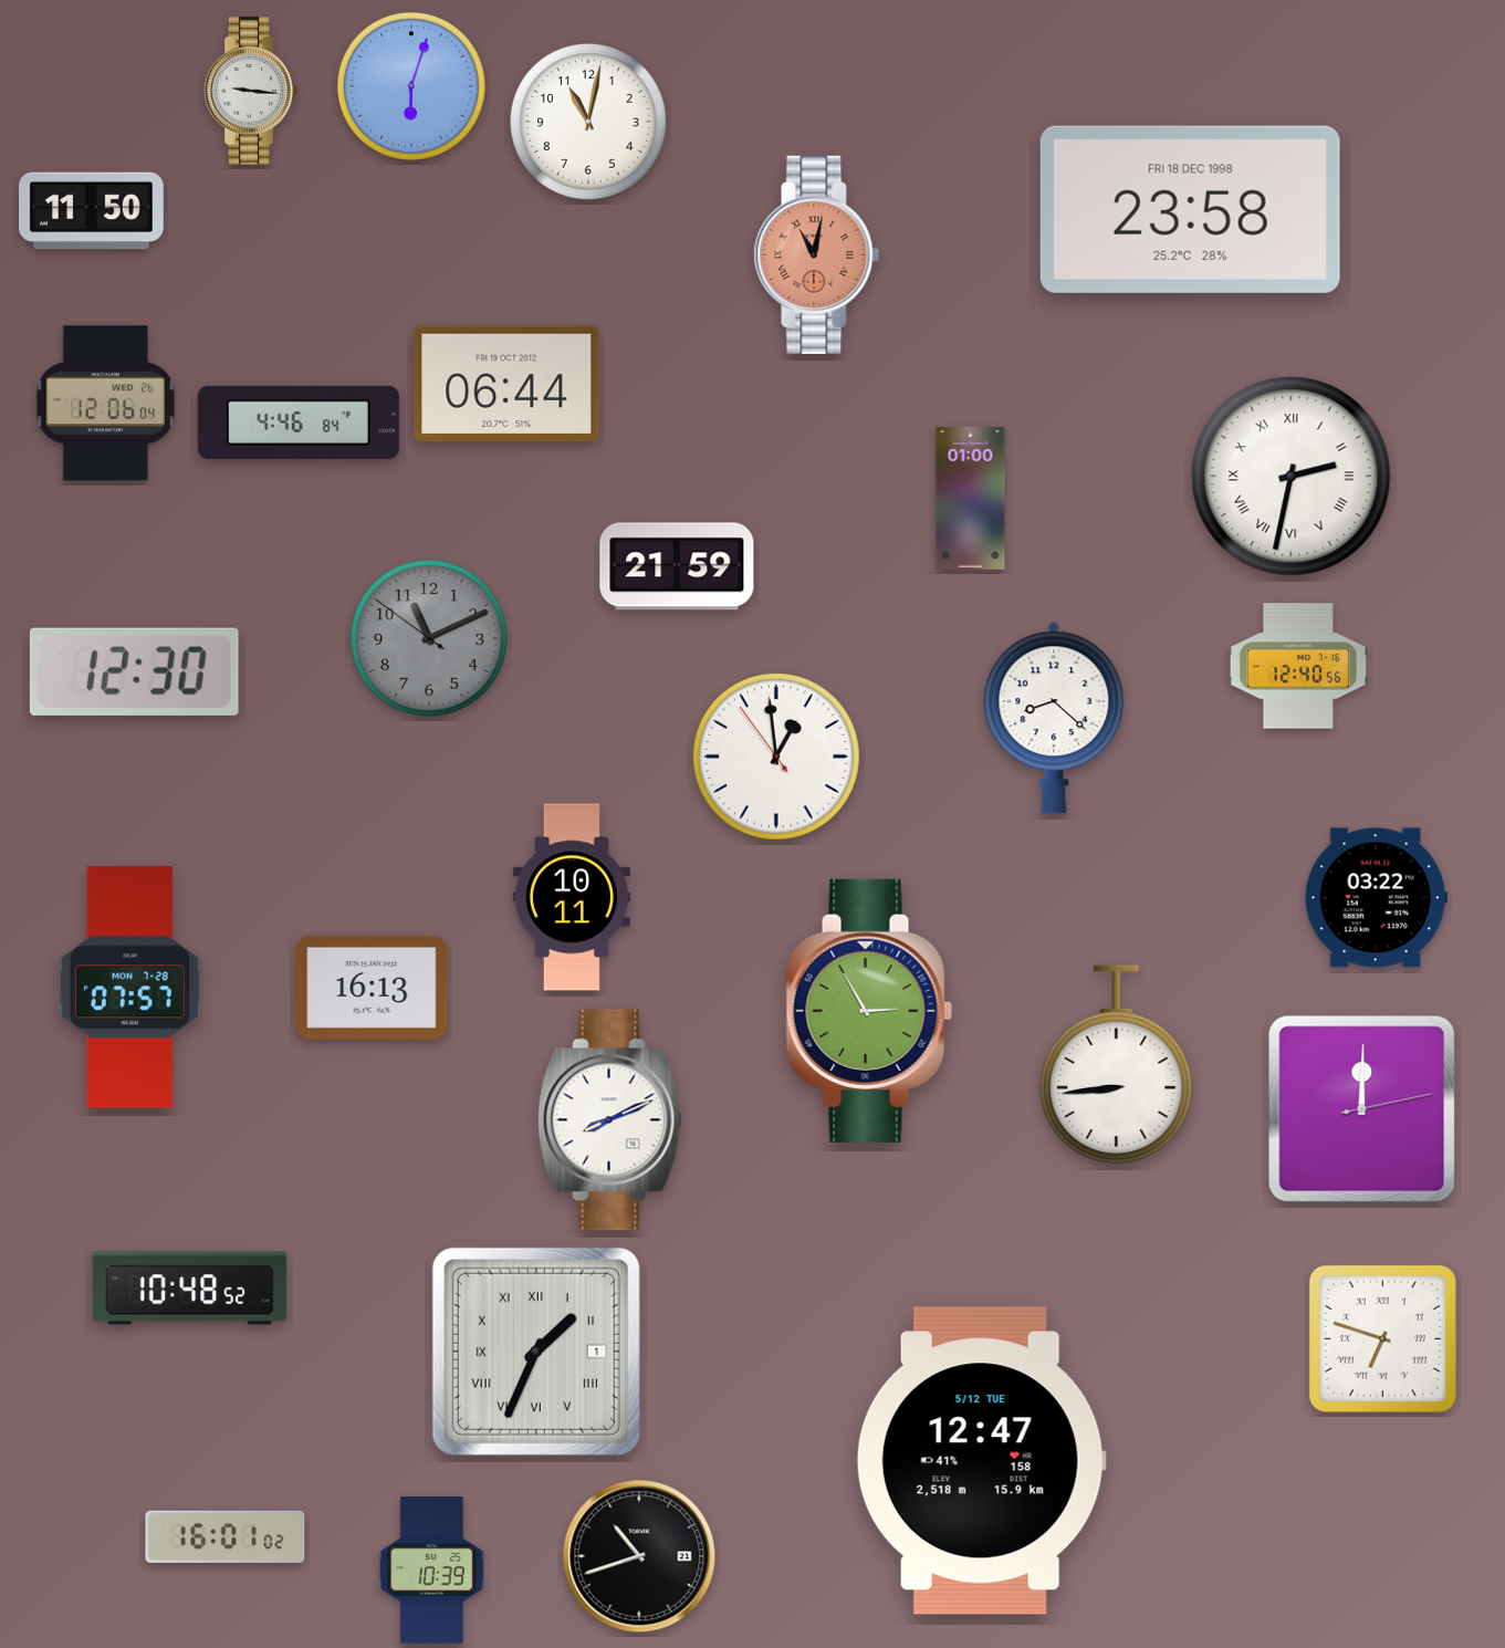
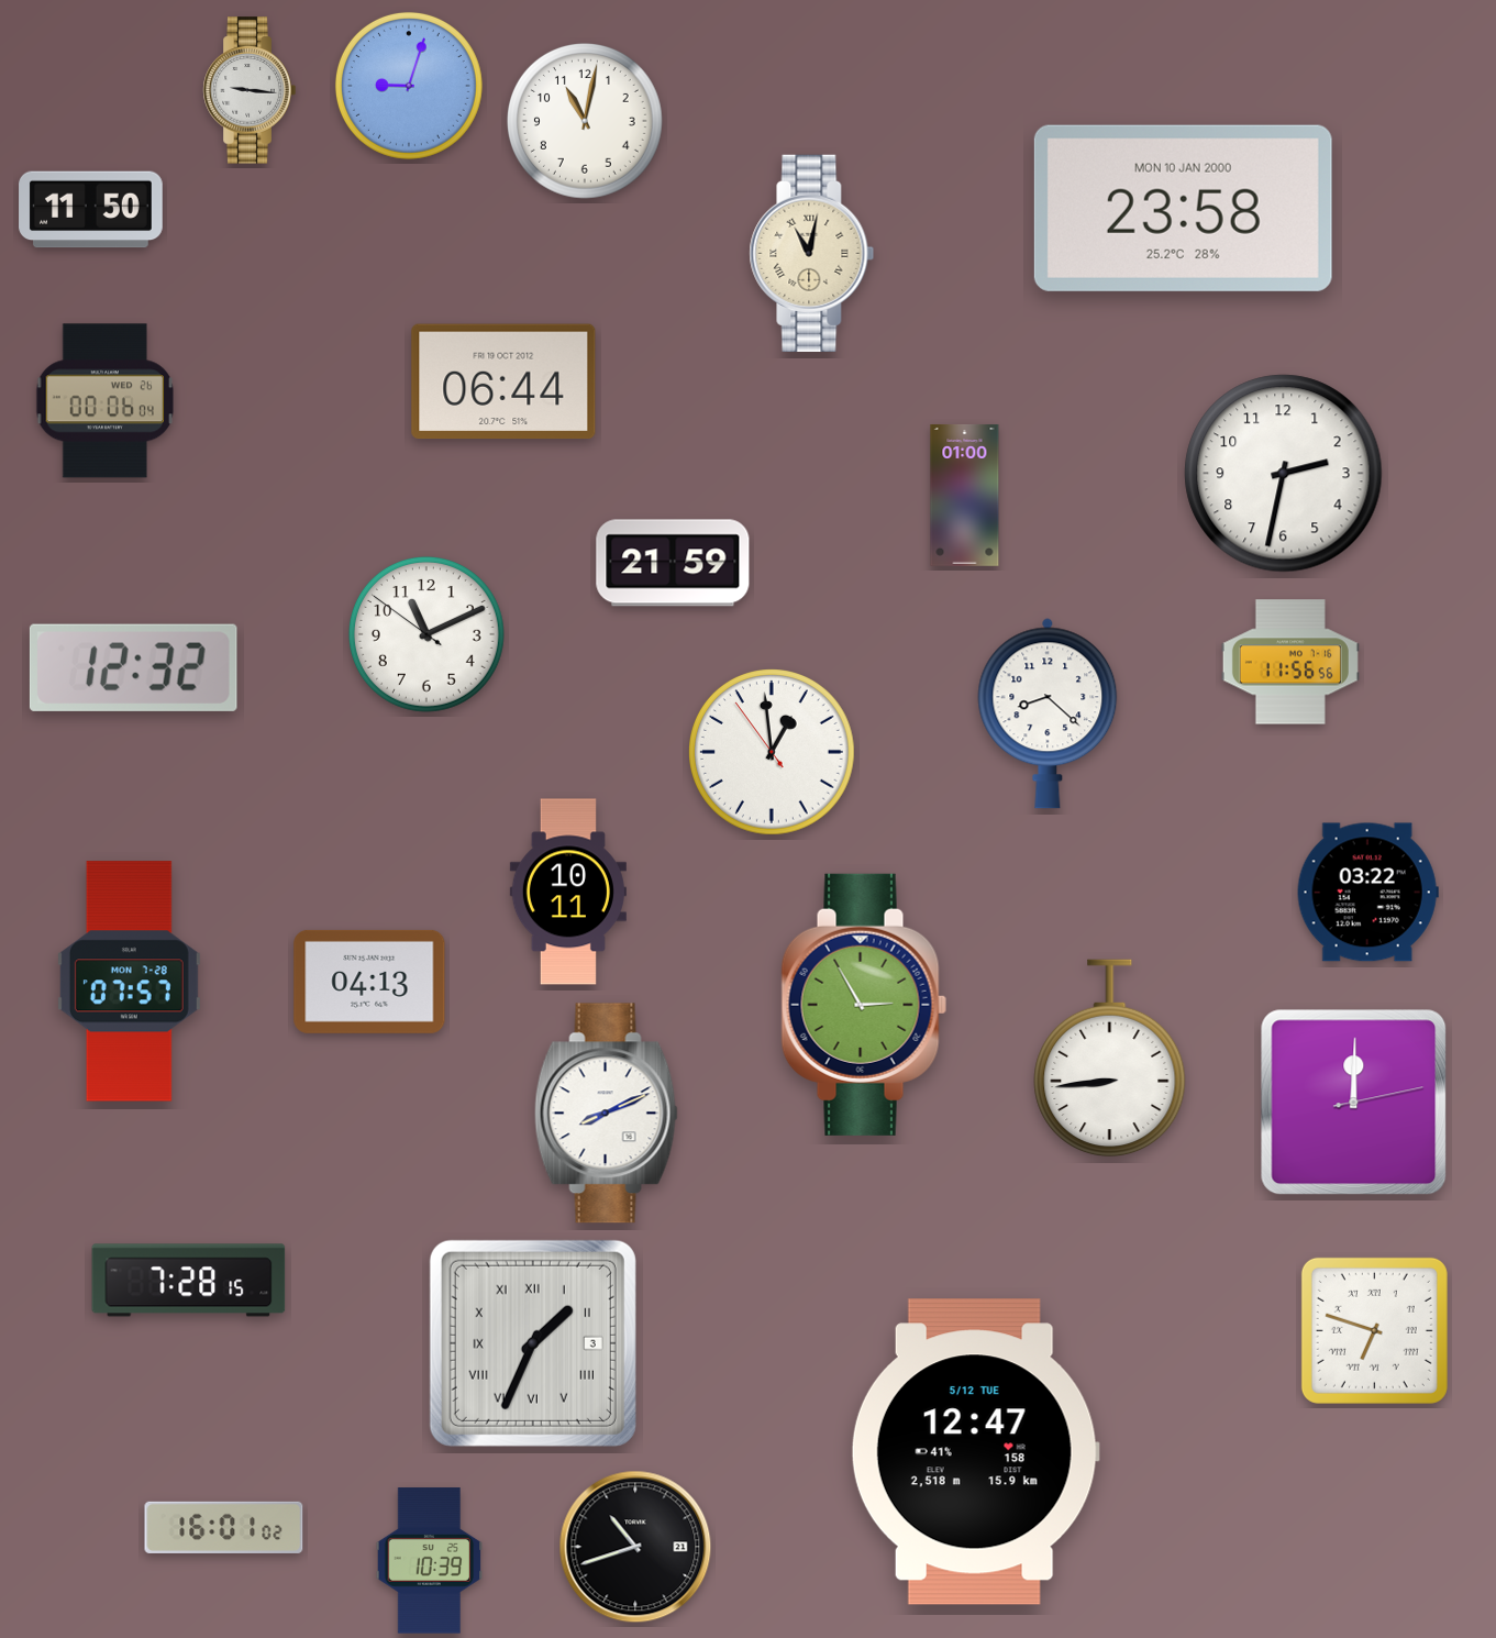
clock at (411, 86): 6:03 -> 9:03
clock at (1190, 209) date: FRI 18 DEC 1998 -> MON 10 JAN 2000
clock at (817, 254) dial: salmon -> cream
clock at (105, 404): 12:06 -> 00:06
clock at (299, 423): 4:46 -> none
clock at (1292, 477) numerals: Roman -> Arabic
clock at (429, 638) dial: grey -> white
clock at (1298, 666): 12:40 -> 11:56
clock at (134, 671): 12:30 -> 12:32
clock at (372, 988): 16:13 -> 04:13
clock at (190, 1289): 10:48 -> 7:28
clock at (536, 1352) date: 1 -> 3
